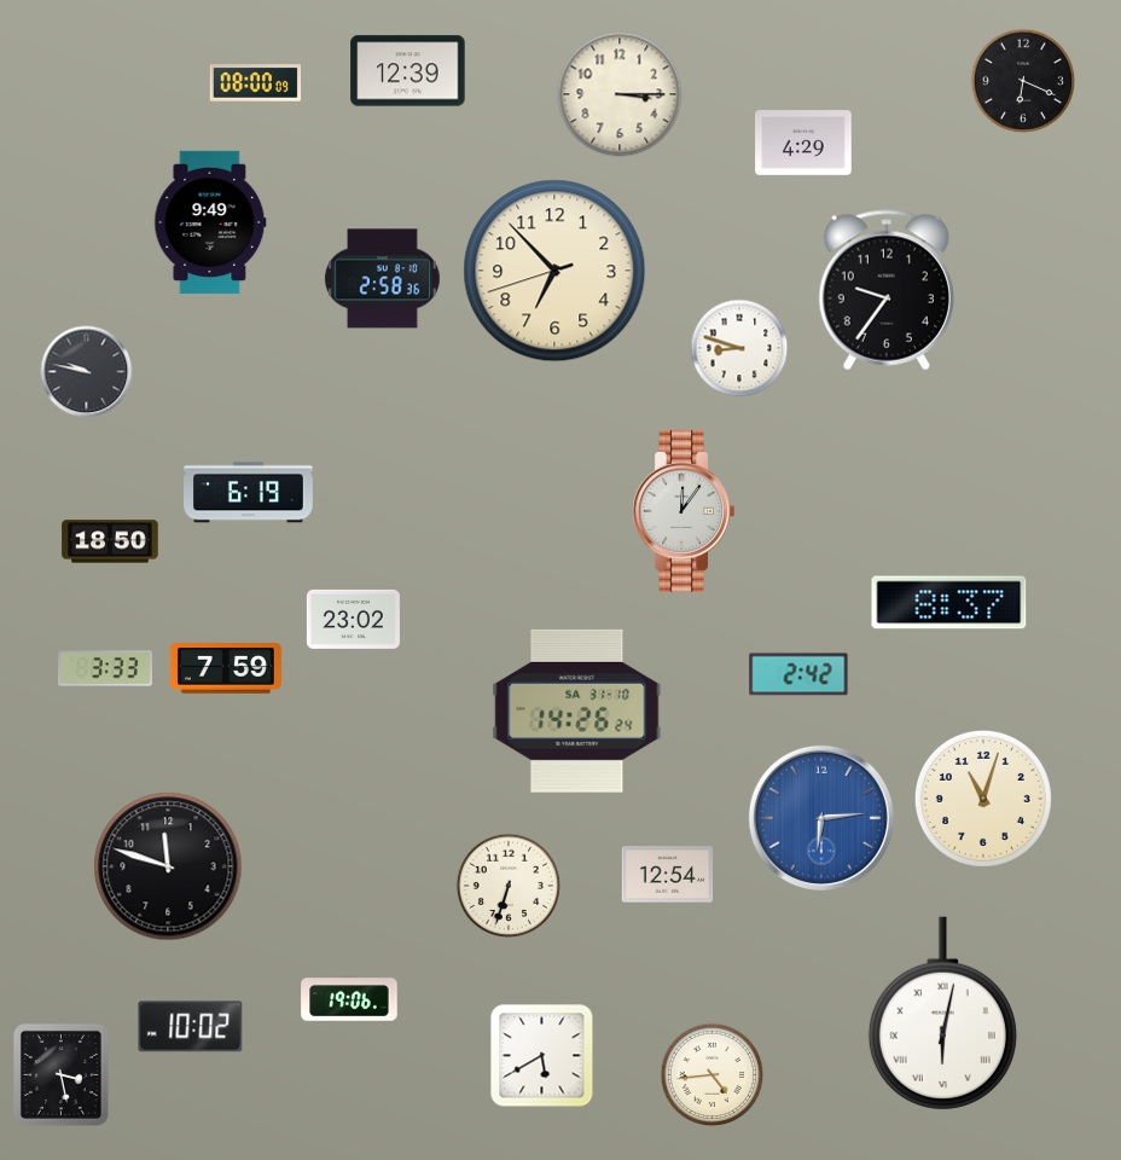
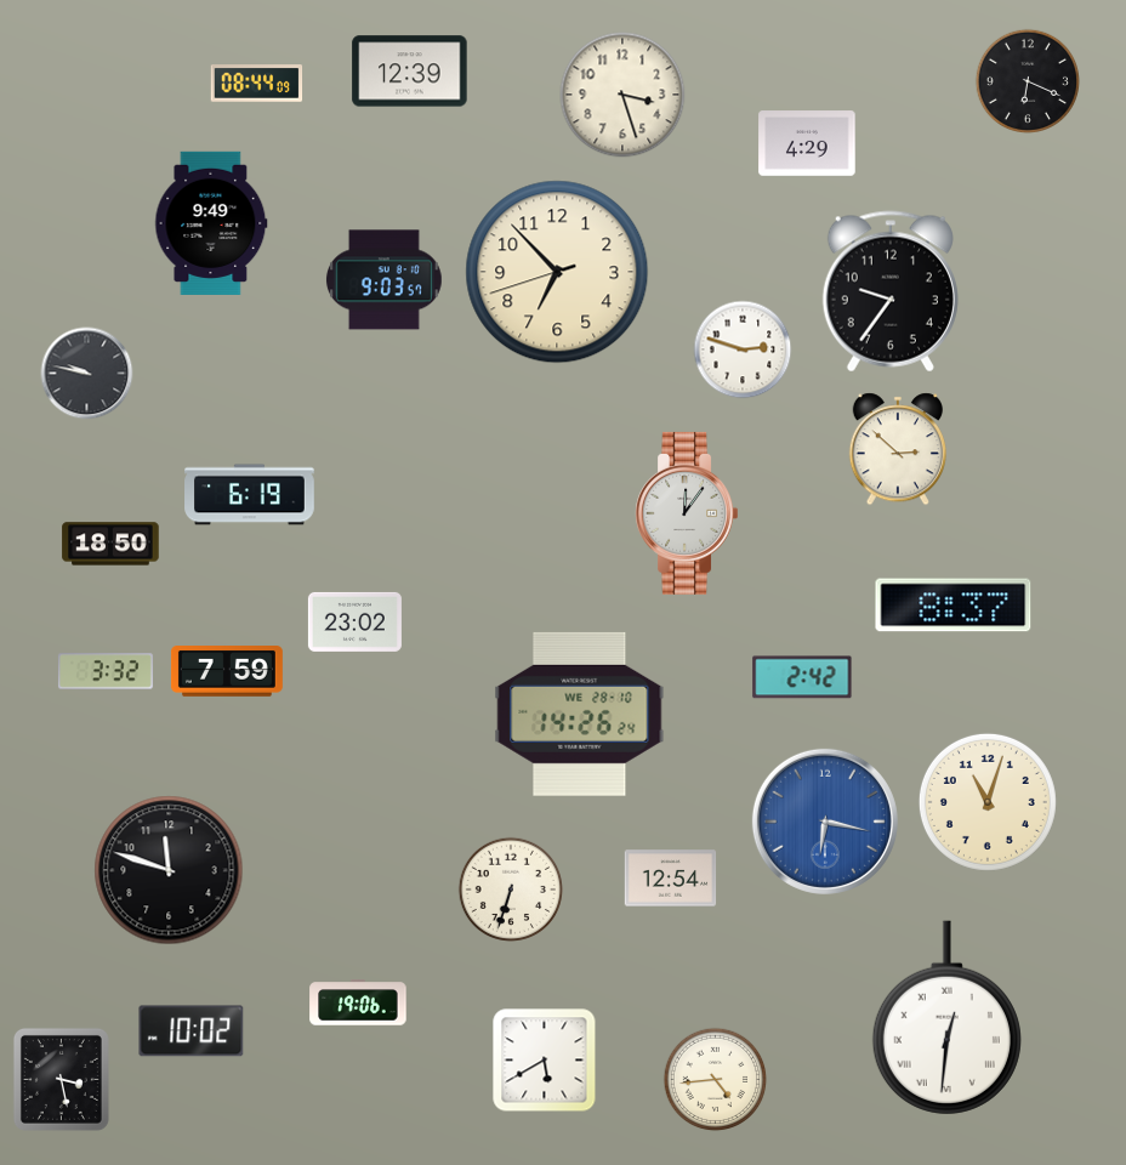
clock at (256, 83): 08:00 -> 08:44
clock at (620, 94): 3:15 -> 3:27
clock at (382, 279): 2:58 -> 9:03
clock at (739, 348): 8:48 -> 2:48
clock at (897, 449): none -> 2:52
clock at (105, 668): 3:33 -> 3:32
clock at (577, 710) date: SA 31-10 -> WE 28-10
clock at (821, 818): 6:14 -> 6:17
clock at (349, 998) position: (349, 998) -> (358, 1002)
clock at (942, 1014): 6:02 -> 12:31
